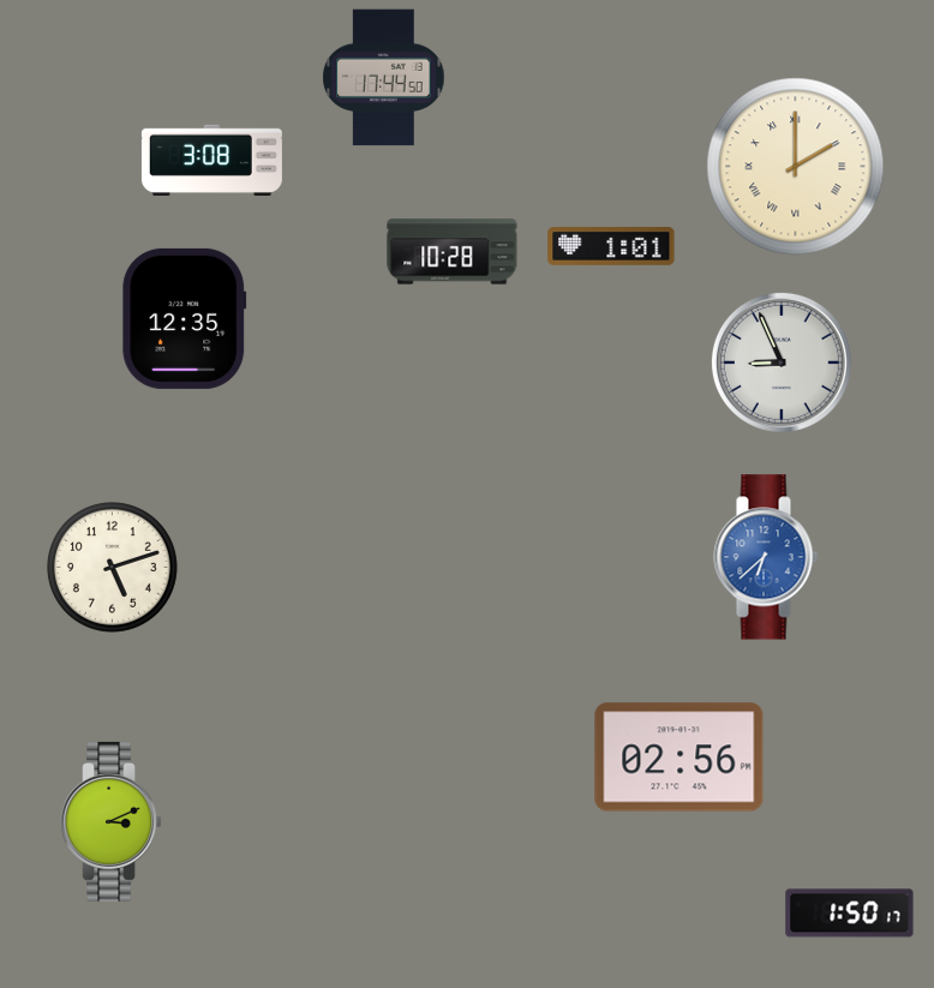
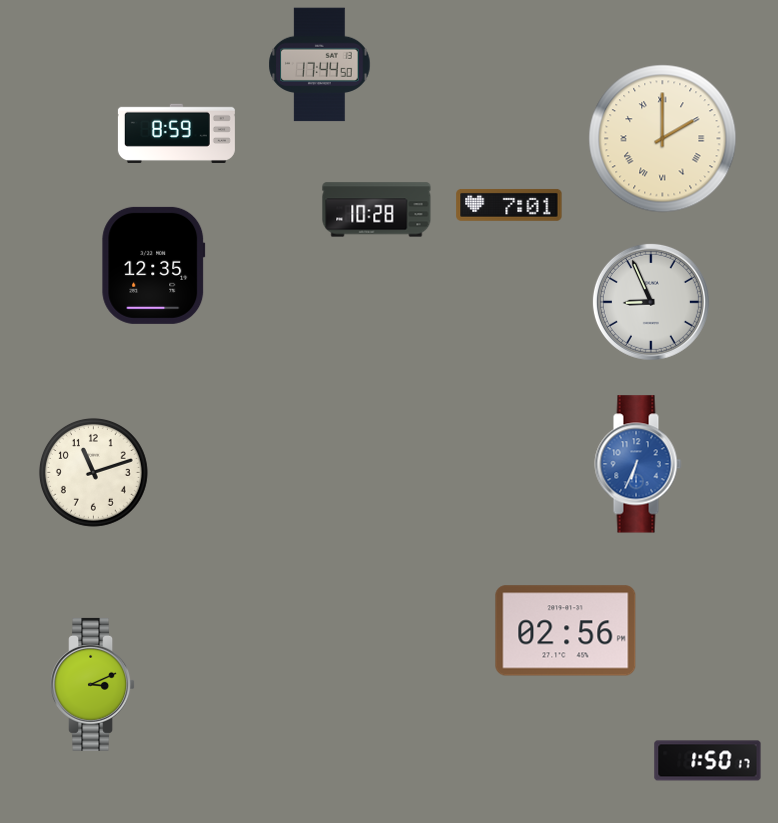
clock at (211, 160): 3:08 -> 8:59
clock at (611, 246): 1:01 -> 7:01
clock at (766, 557): 6:38 -> 6:34
clock at (112, 567): 5:12 -> 11:12
